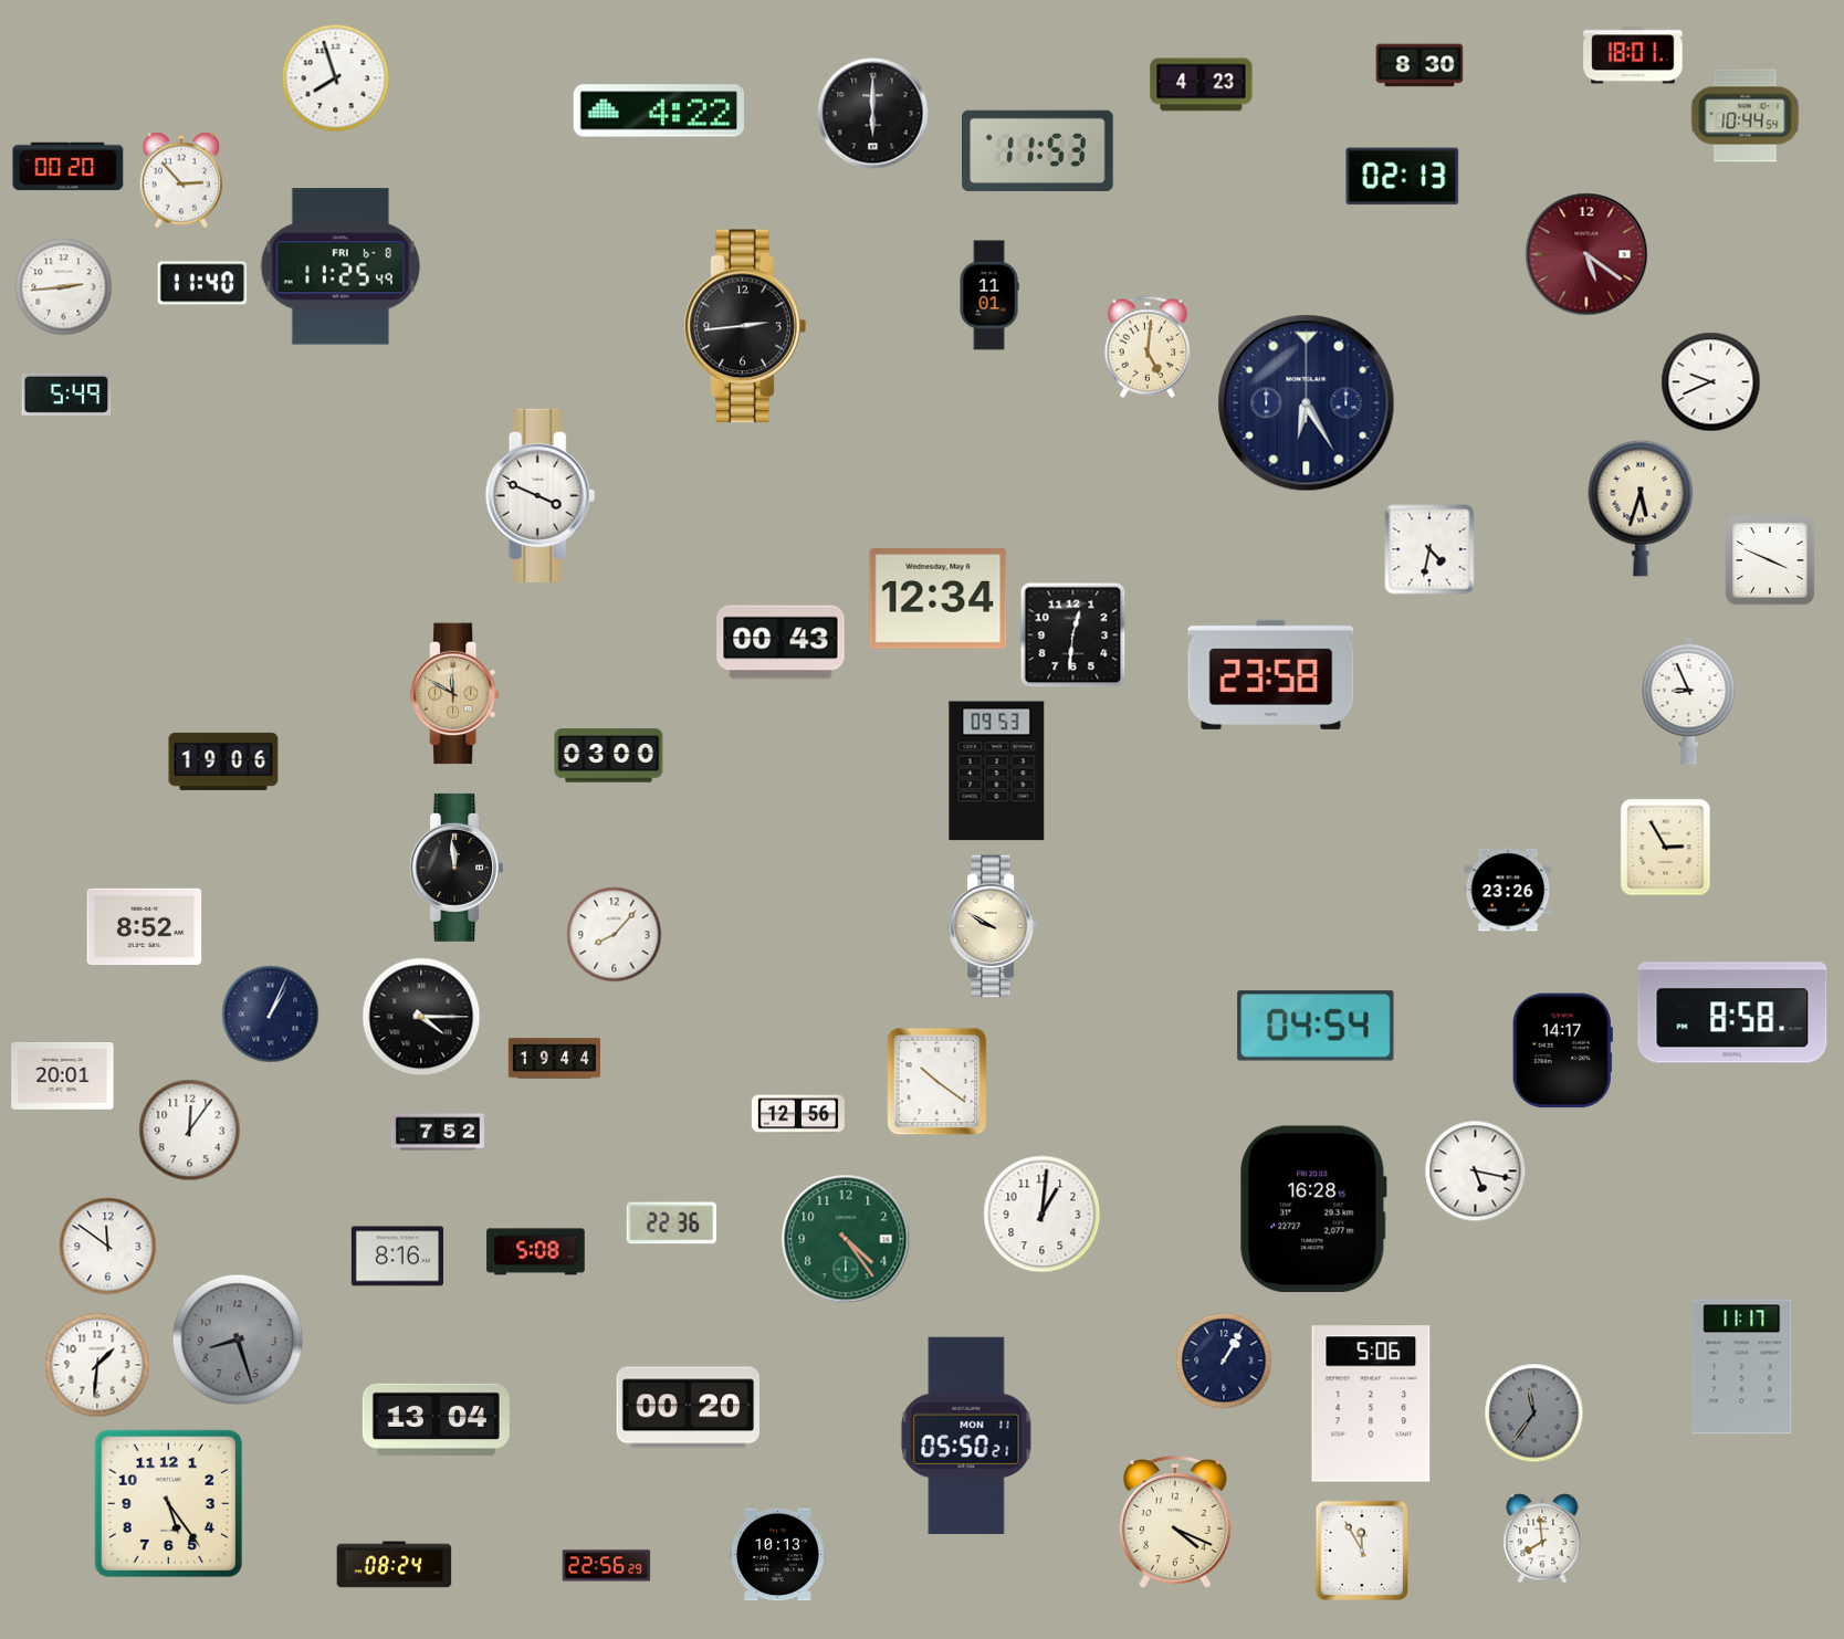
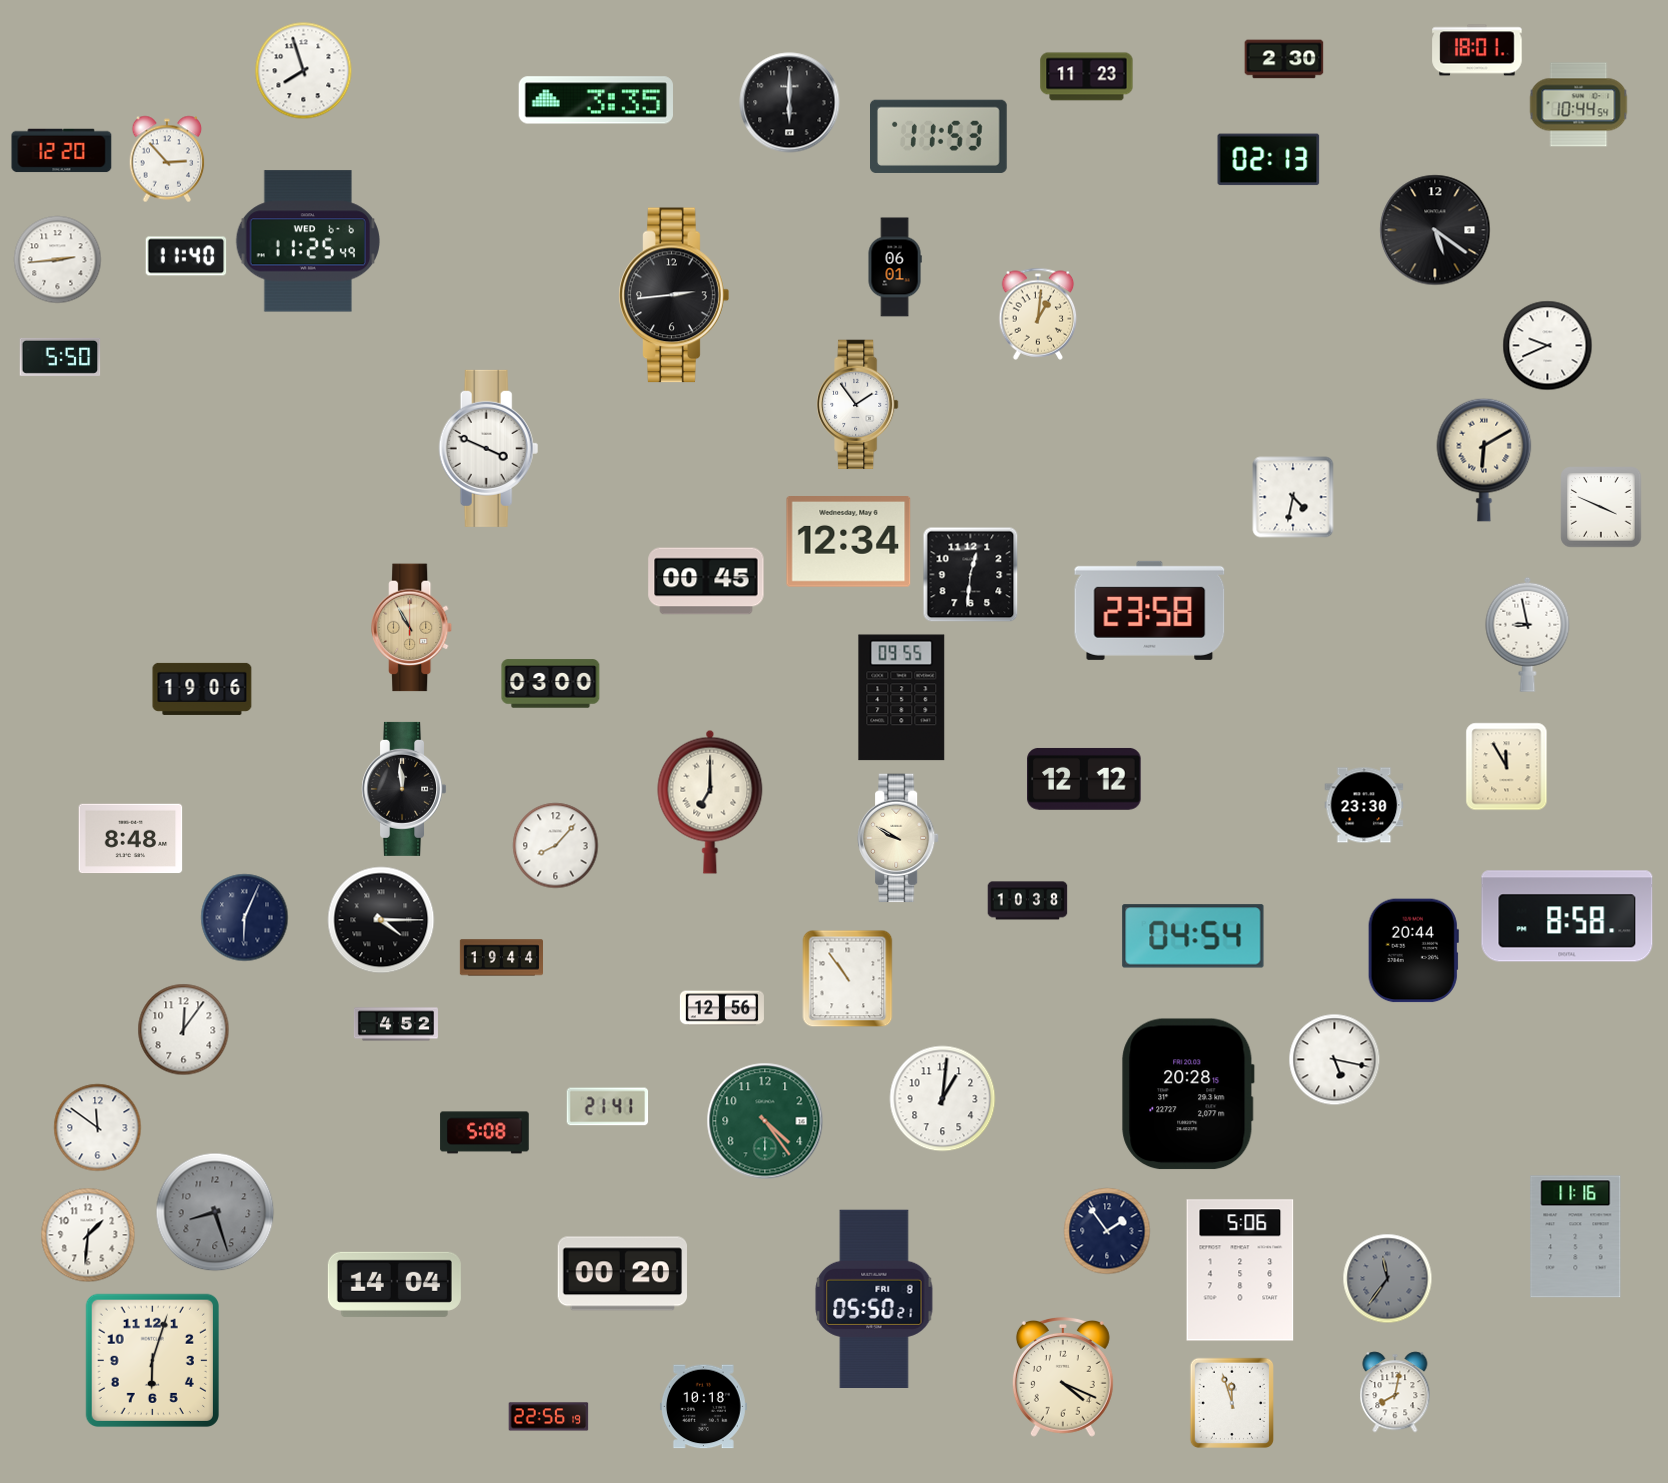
clock at (1419, 65): 8:30 -> 2:30
clock at (1202, 85): 4:23 -> 11:23
clock at (658, 111): 4:22 -> 3:35
clock at (69, 167): 00:20 -> 12:20
clock at (181, 180) position: (181, 180) -> (167, 159)
clock at (1586, 254) dial: burgundy -> black
clock at (340, 266) date: FRI 6-8 -> WED 6-6
clock at (202, 283) position: (202, 283) -> (186, 256)
clock at (989, 295): 11:01 -> 06:01
clock at (1148, 347): 5:01 -> 1:01
clock at (66, 395): 5:49 -> 5:50
clock at (1307, 403): 6:25 -> none
clock at (858, 405): none -> 1:54
clock at (1641, 508): 5:33 -> 6:10
clock at (780, 642): 00:43 -> 00:45
clock at (455, 694): 11:50 -> 10:55
clock at (1689, 701): 8:56 -> 8:58
clock at (997, 771): 09:53 -> 09:55
clock at (1666, 848): 2:55 -> 11:55
clock at (1084, 779): none -> 12:12
clock at (457, 868) position: (457, 868) -> (404, 789)
clock at (710, 802): none -> 7:00
clock at (1508, 890): 23:26 -> 23:30
clock at (145, 927): 8:52 -> 8:48
clock at (1028, 901): none -> 10:38
clock at (271, 1015): 1:04 -> 6:04
clock at (1316, 1026) position: (1316, 1026) -> (1193, 936)
clock at (1562, 1051): 14:17 -> 20:44
clock at (63, 1076): 20:01 -> none
clock at (937, 1082): 10:21 -> 10:54
clock at (190, 1131) position: (190, 1131) -> (184, 1030)
clock at (438, 1132): 7:52 -> 4:52
clock at (1313, 1209): 16:28 -> 20:28
clock at (672, 1223): 22:36 -> 21:41
clock at (397, 1257): 8:16 -> none
clock at (1224, 1360): 1:05 -> 1:54
clock at (1742, 1367): 11:17 -> 11:16
clock at (436, 1419): 13:04 -> 14:04
clock at (966, 1435) date: MON 11 -> FRI 8
clock at (168, 1503): 5:24 -> 6:03
clock at (1542, 1538): 7:59 -> 8:02
clock at (1361, 1549): 11:55 -> 11:57
clock at (777, 1555): 10:13 -> 10:18
clock at (395, 1565): 08:24 -> none
clock at (607, 1566): 22:56:29 -> 22:56:19
